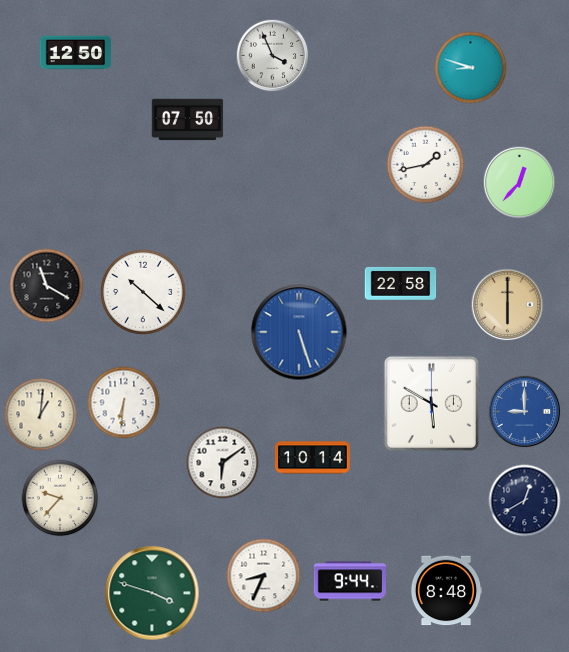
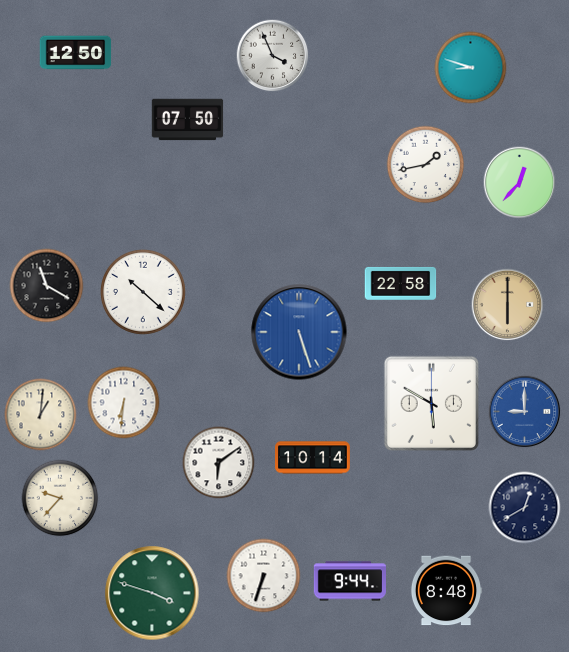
clock at (223, 463) position: (223, 463) -> (219, 463)
clock at (525, 501) position: (525, 501) -> (525, 508)
clock at (264, 576): 8:34 -> 6:33
